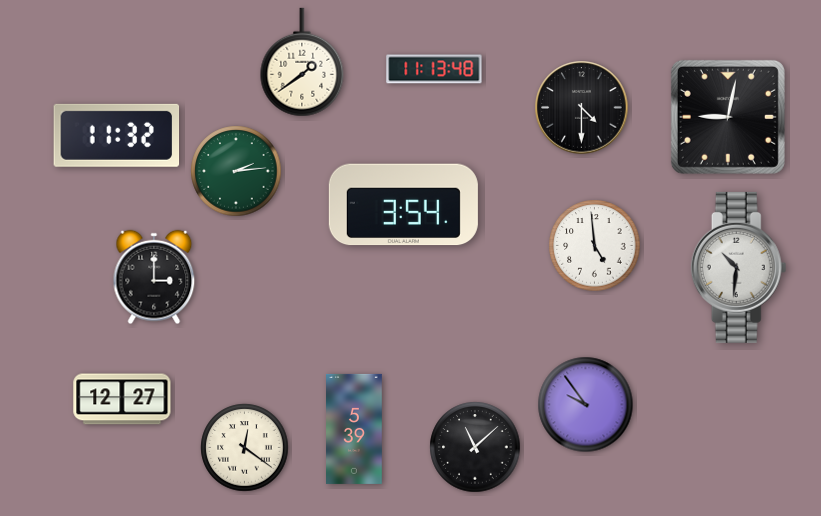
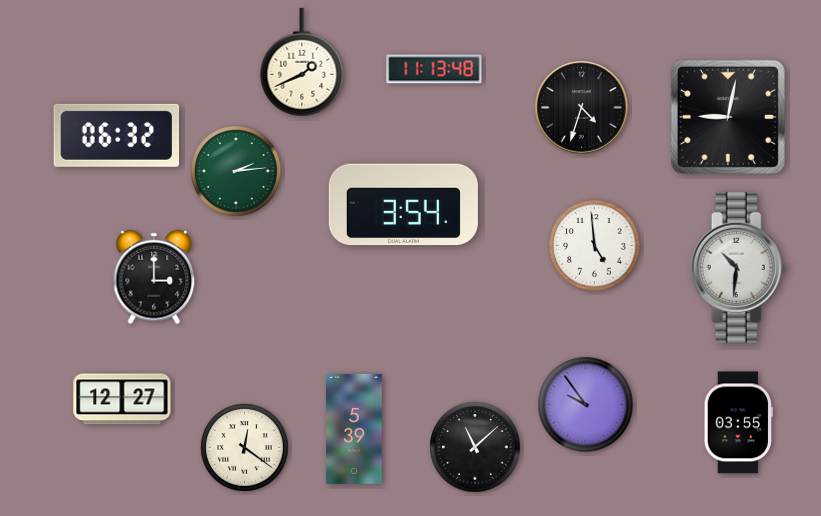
clock at (302, 62): 1:39 -> 1:41
clock at (582, 108): 4:30 -> 4:33
clock at (117, 135): 11:32 -> 06:32
clock at (738, 423): none -> 03:55
